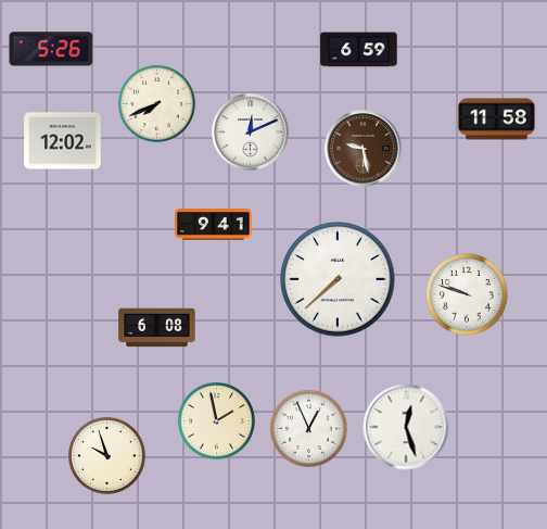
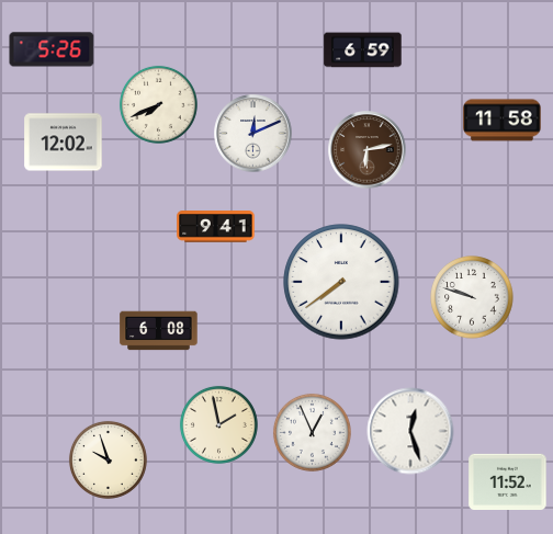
clock at (364, 149): 9:28 -> 6:13
clock at (338, 279): 7:38 -> 7:39
clock at (508, 481): none -> 11:52
